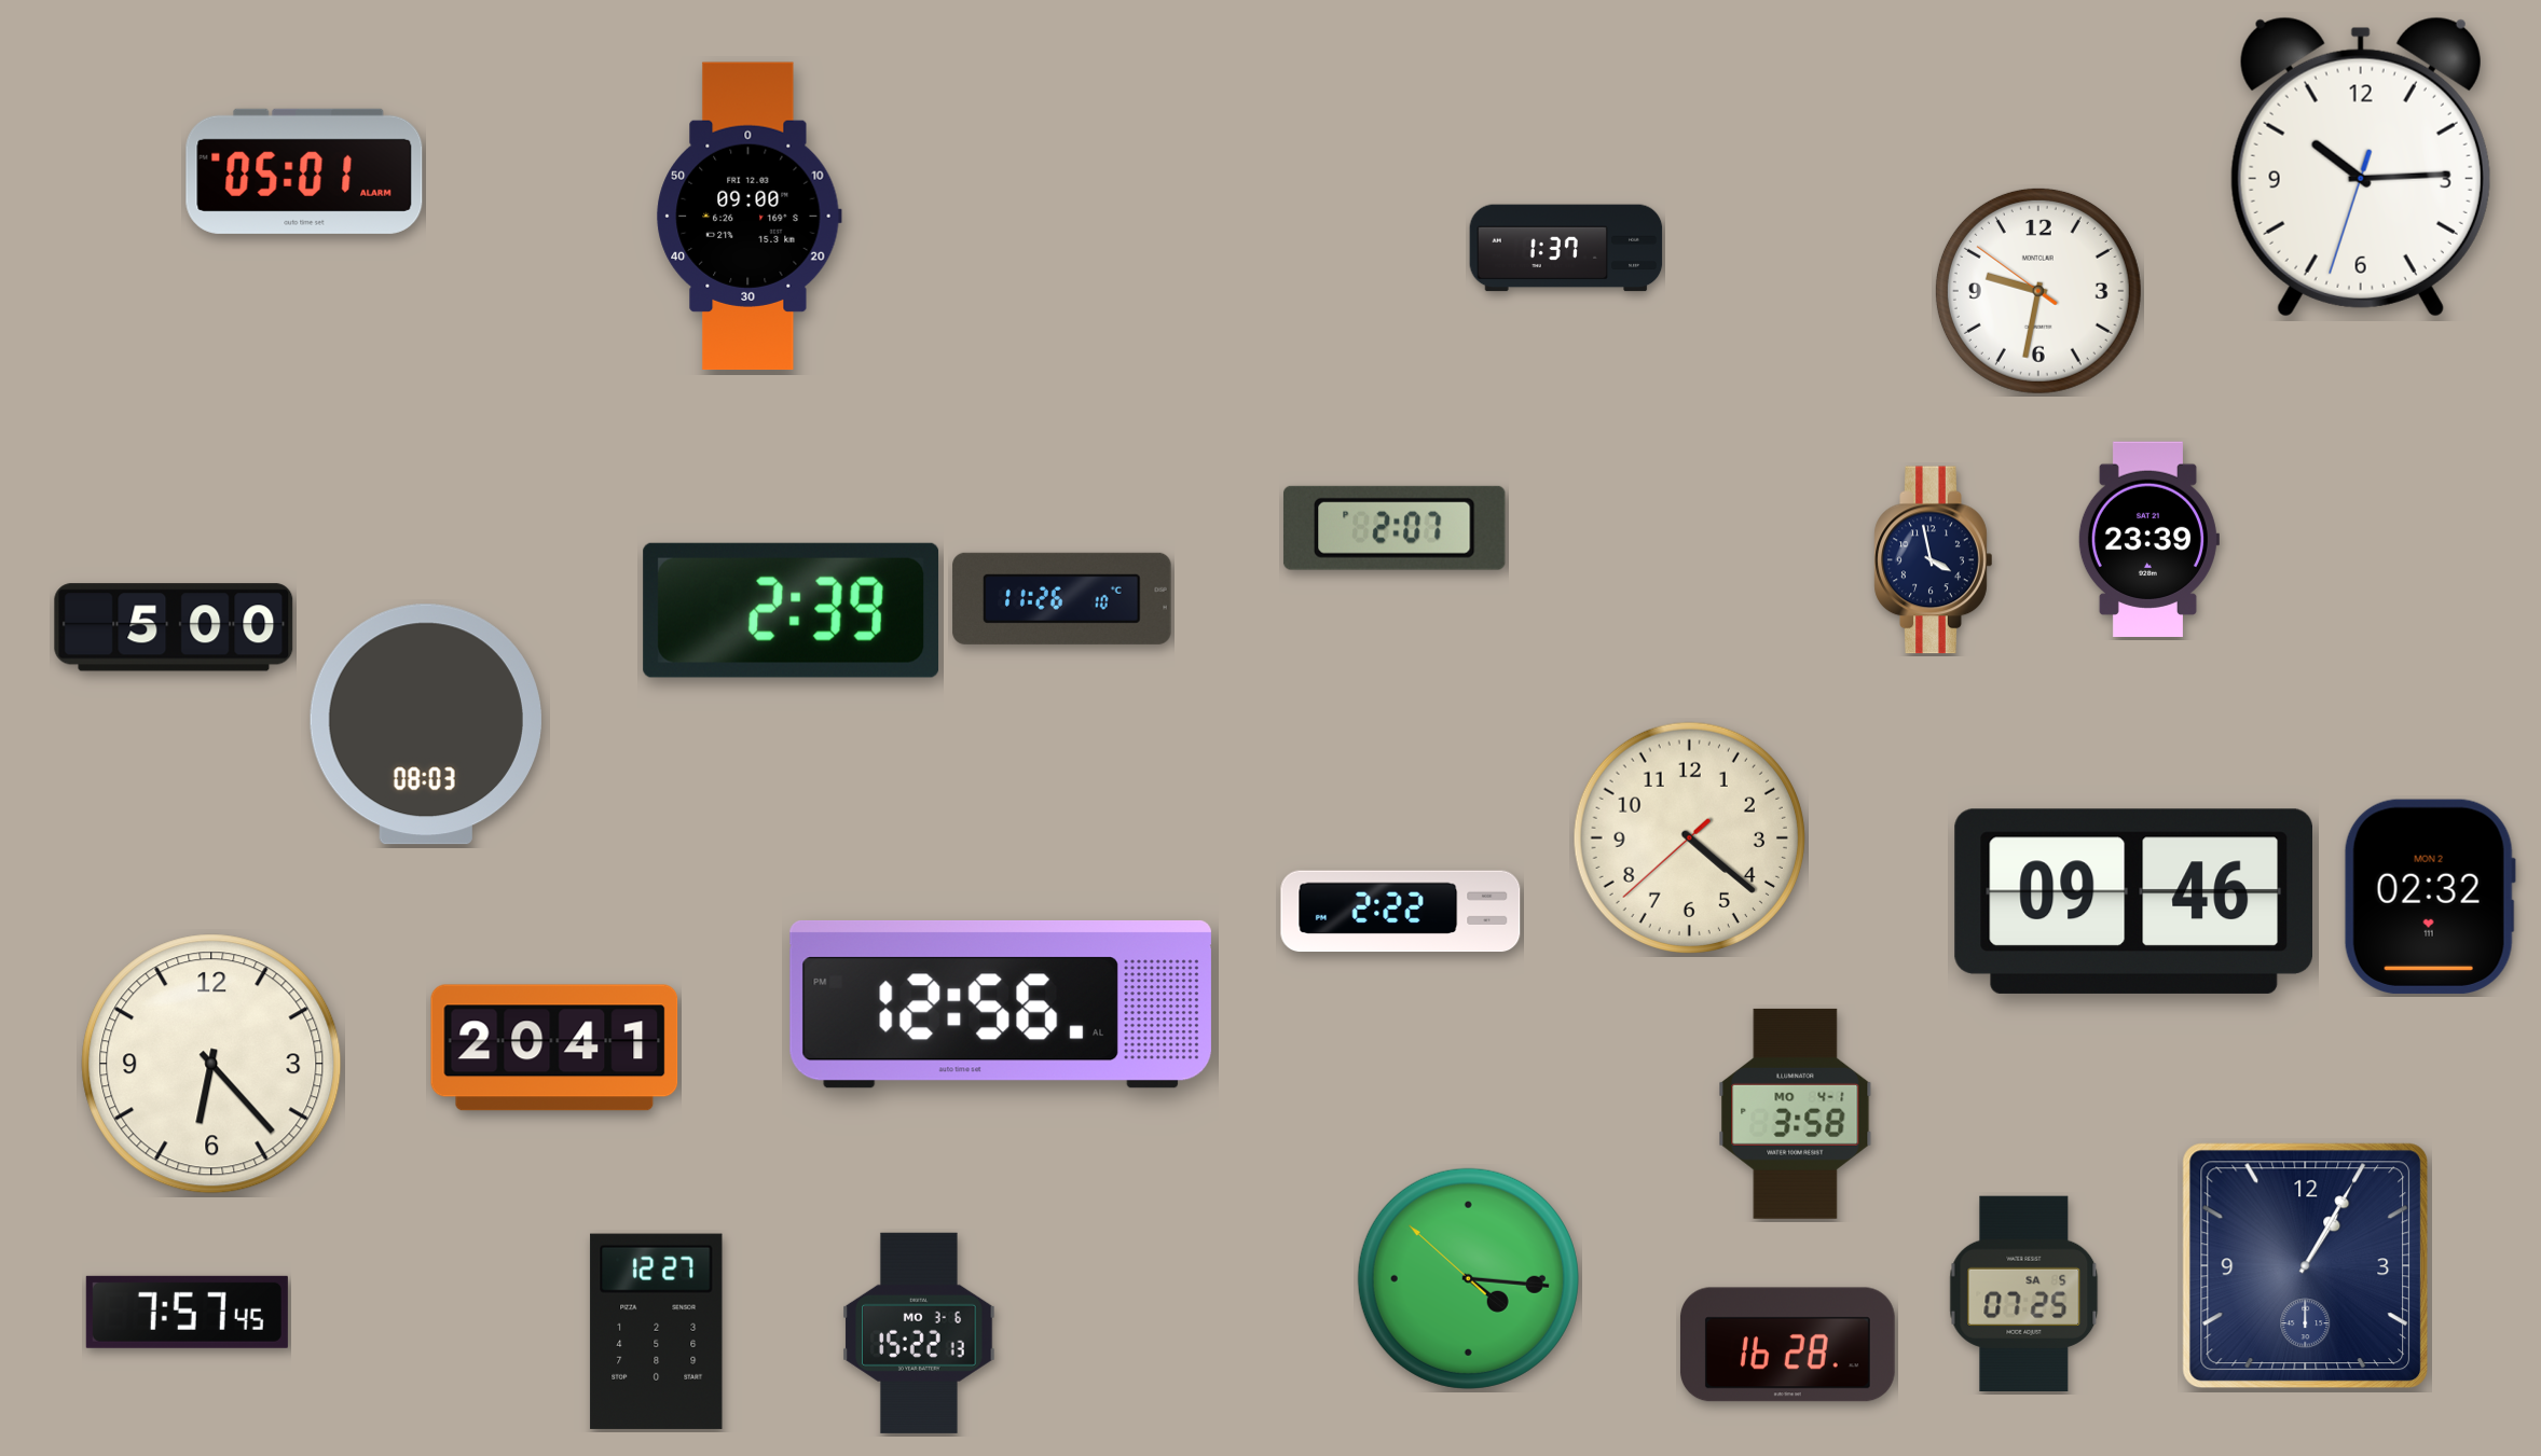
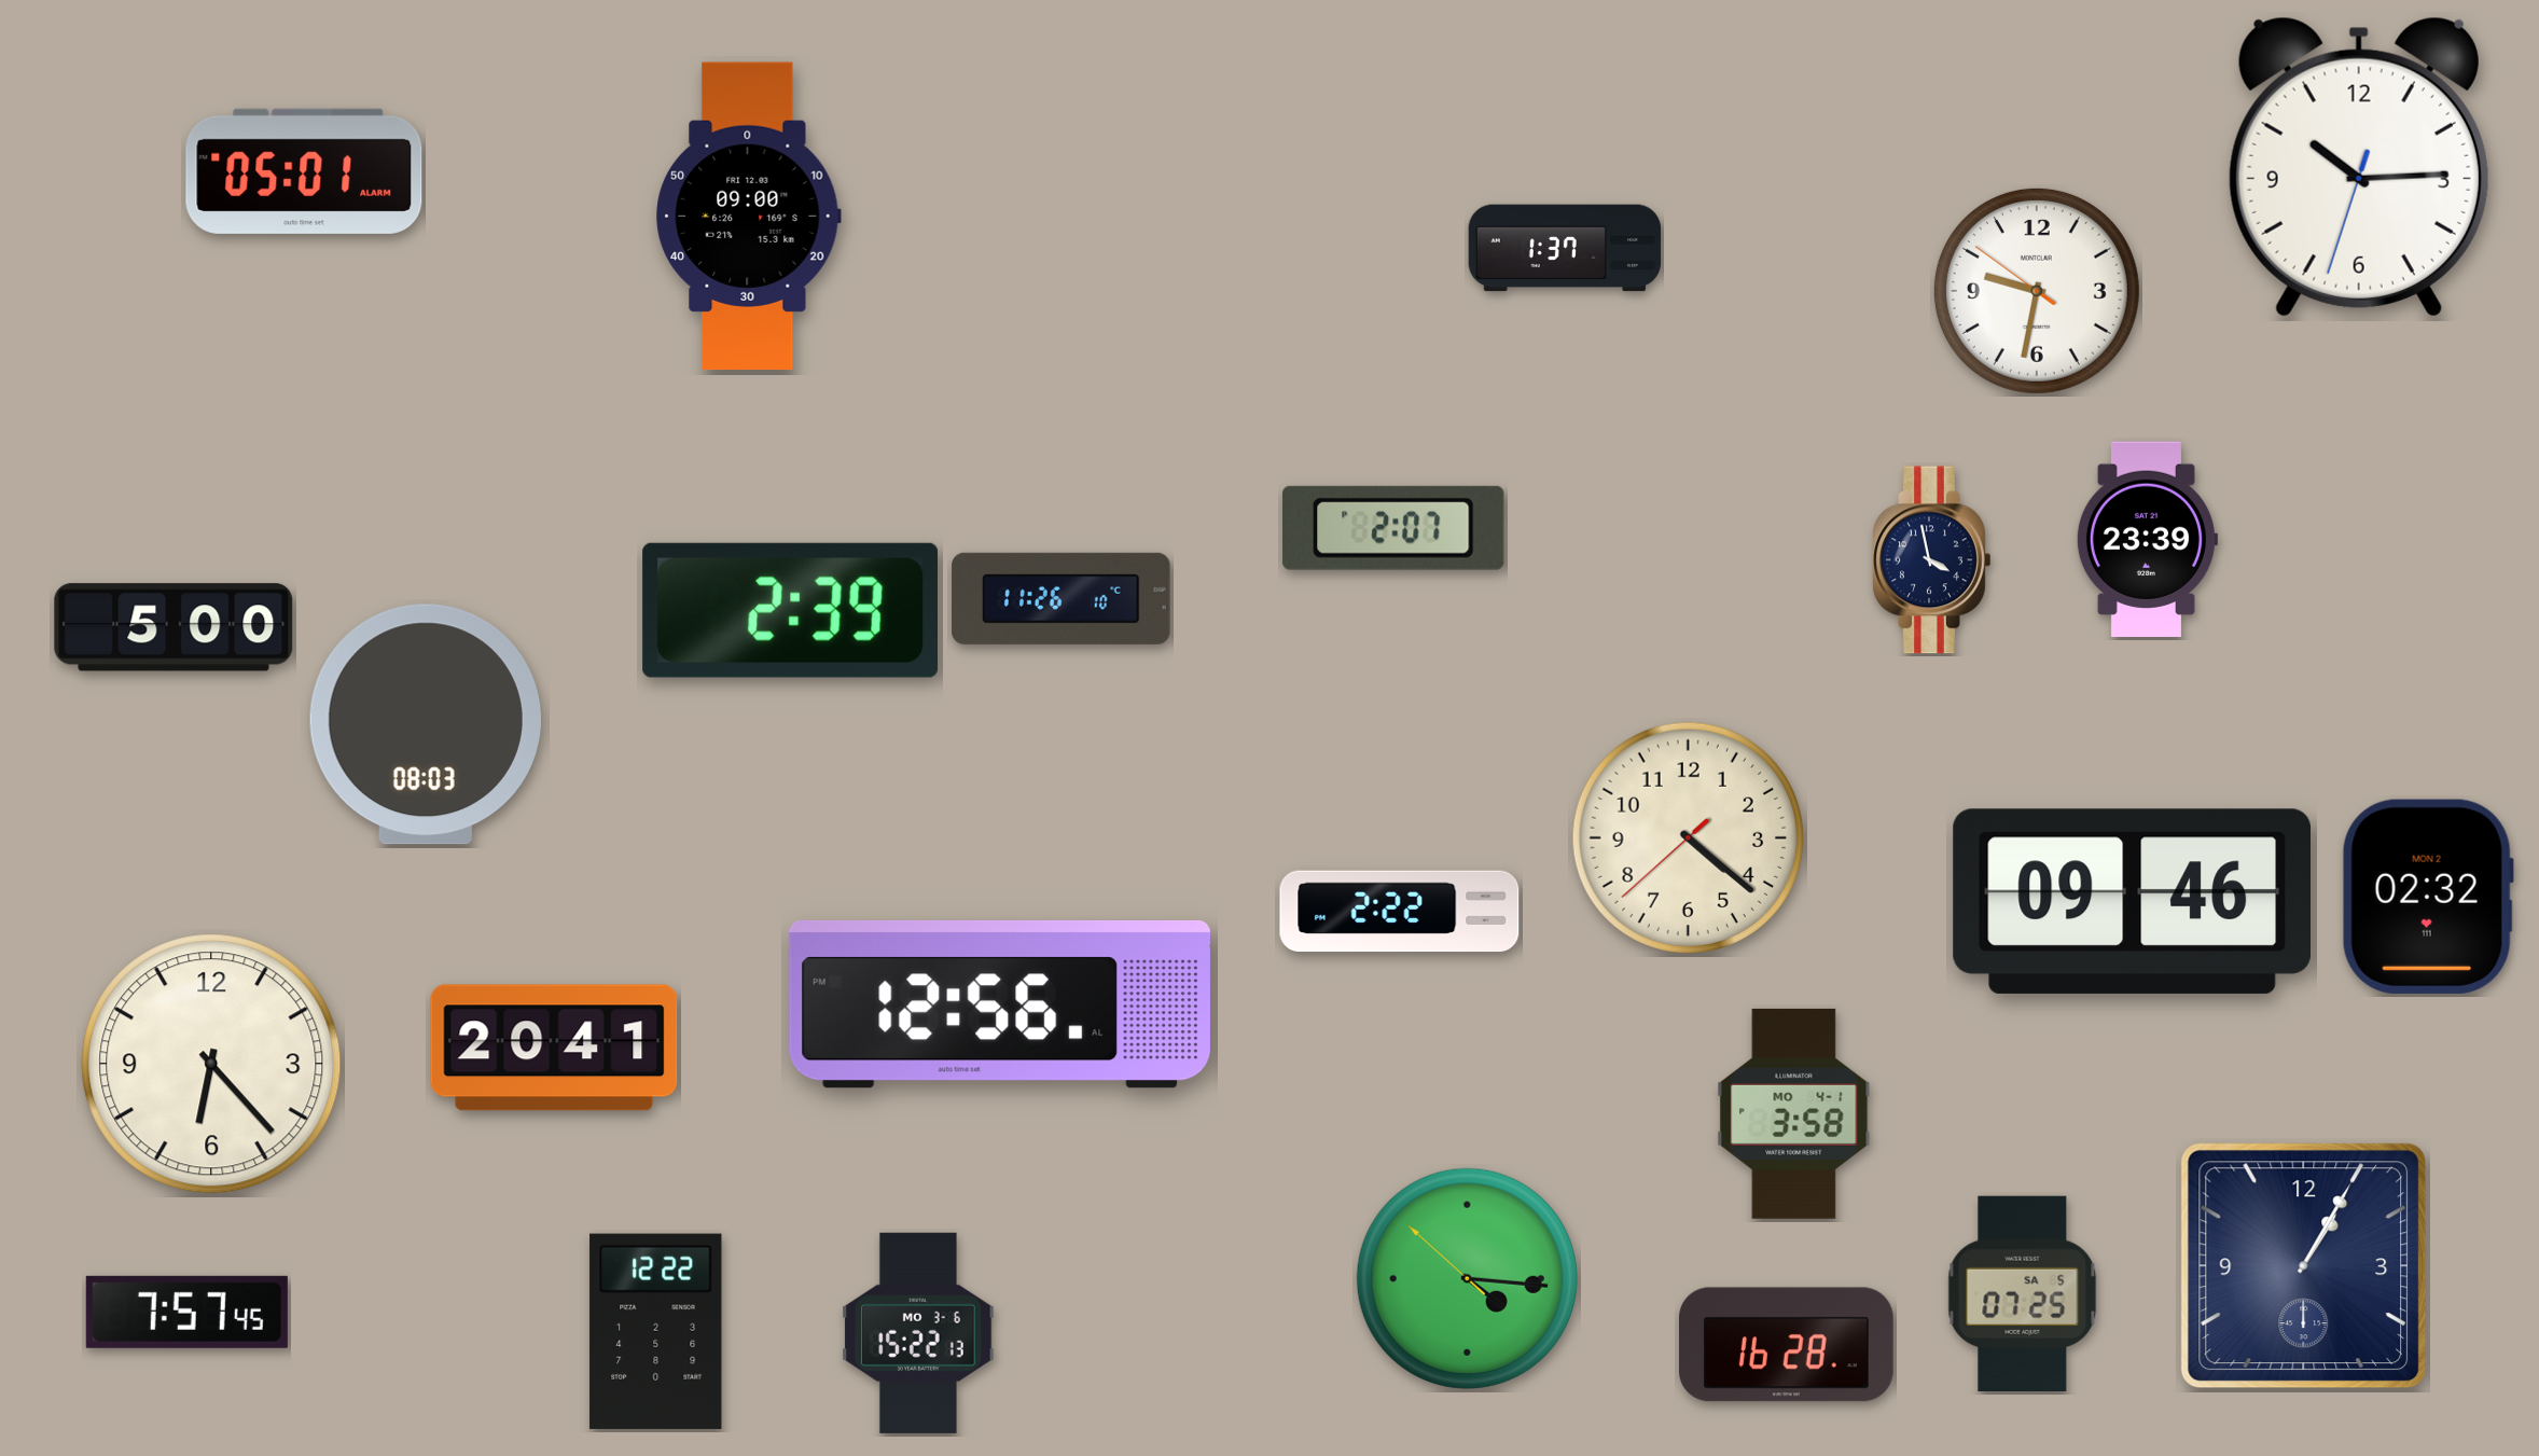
clock at (657, 1331): 12:27 -> 12:22
